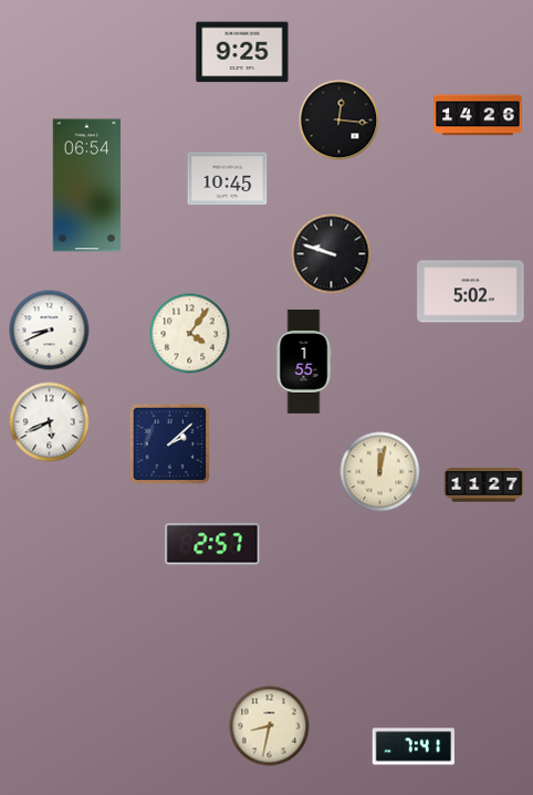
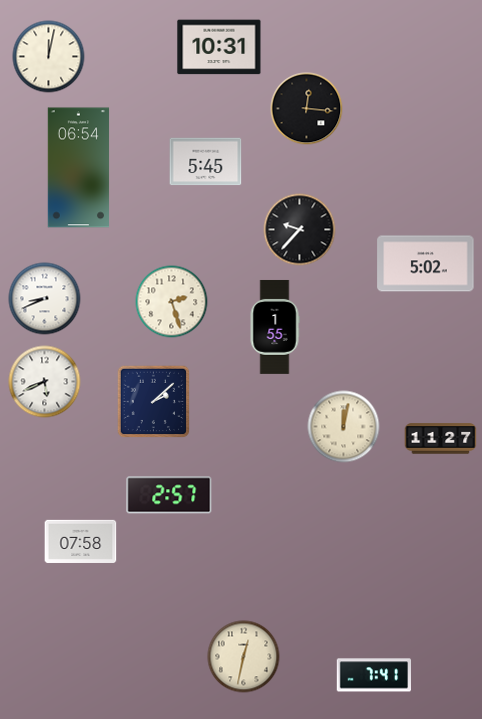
clock at (242, 52): 9:25 -> 10:31
clock at (49, 57): none -> 12:02
clock at (478, 115): 14:26 -> none
clock at (228, 179): 10:45 -> 5:45
clock at (332, 254): 9:48 -> 9:37
clock at (190, 334): 4:06 -> 2:27
clock at (484, 485) position: (484, 485) -> (441, 439)
clock at (212, 544) position: (212, 544) -> (169, 495)
clock at (81, 541): none -> 07:58
clock at (270, 726): 8:32 -> 12:32
